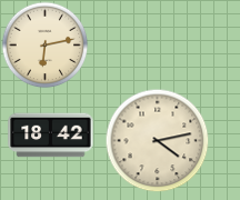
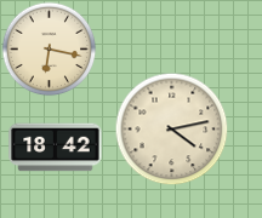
clock at (44, 44): 6:13 -> 6:17
clock at (157, 140) position: (157, 140) -> (171, 128)
